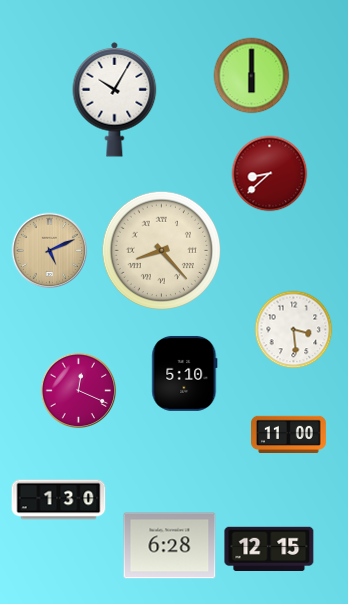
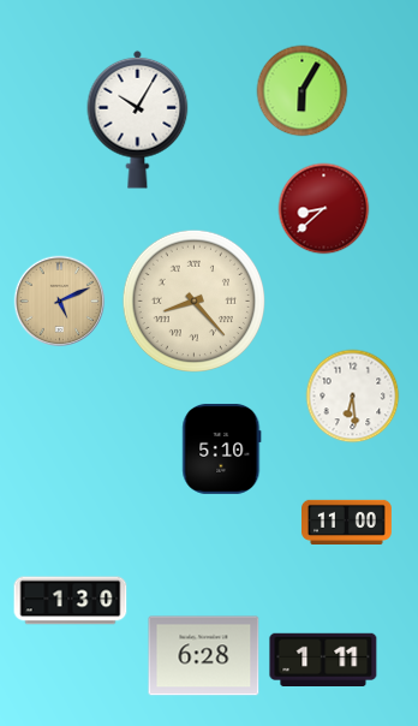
clock at (252, 76): 6:00 -> 6:05
clock at (294, 330): 3:29 -> 6:29
clock at (79, 391): 12:19 -> none
clock at (269, 549): 12:15 -> 1:11
